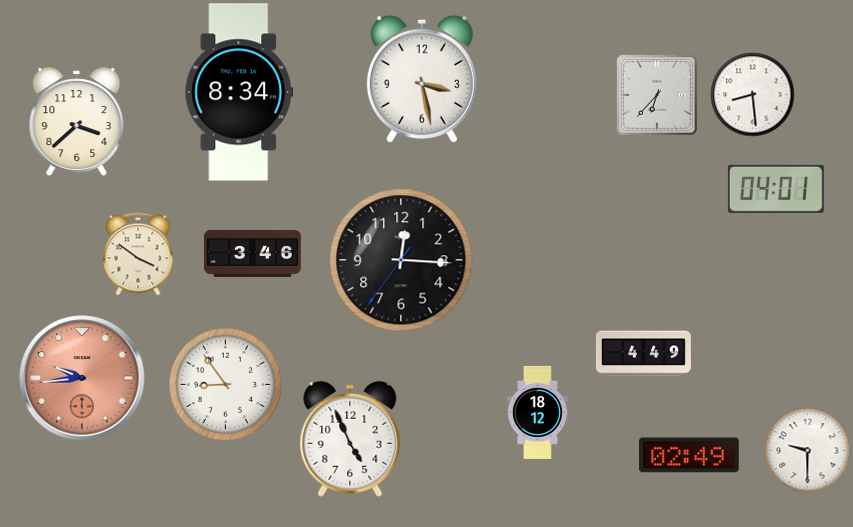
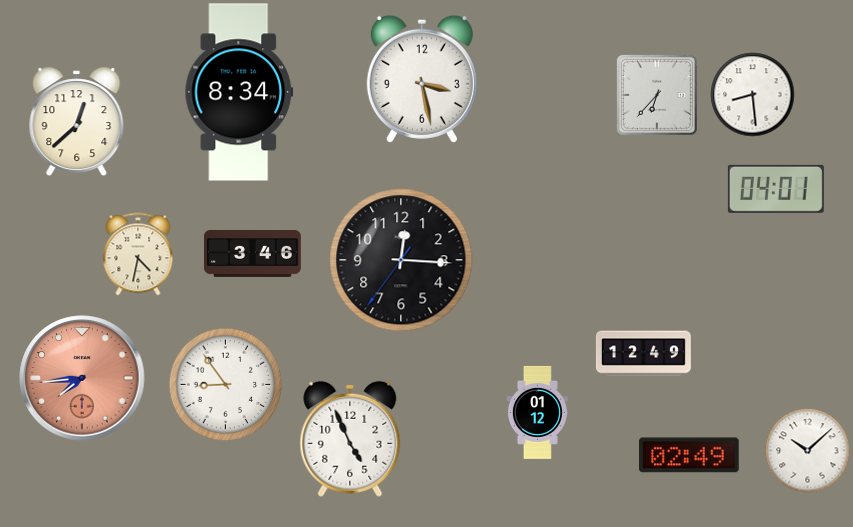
clock at (77, 122): 3:38 -> 12:38
clock at (138, 254): 3:51 -> 4:32
clock at (643, 354): 4:49 -> 12:49
clock at (82, 378): 9:44 -> 7:44
clock at (537, 412): 18:12 -> 01:12
clock at (807, 450): 9:30 -> 10:08
